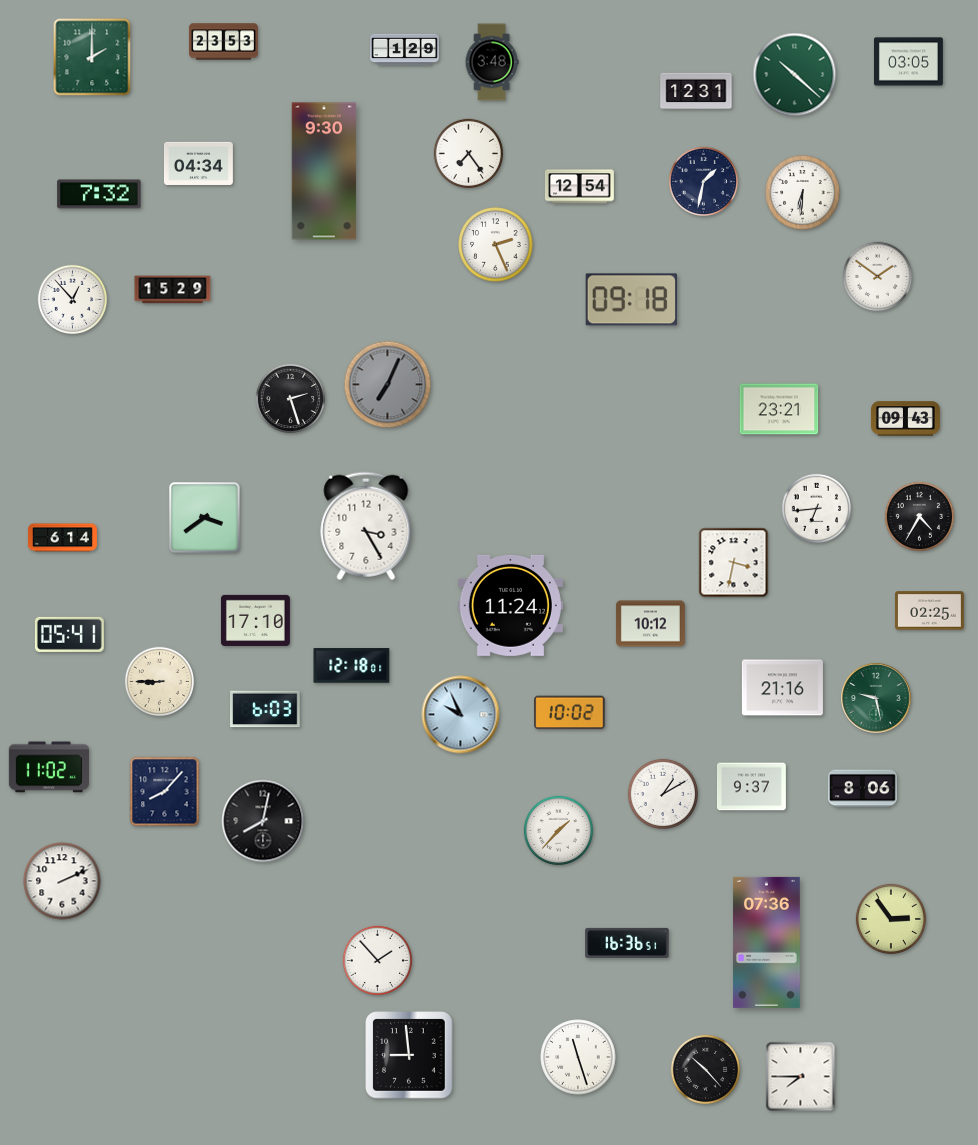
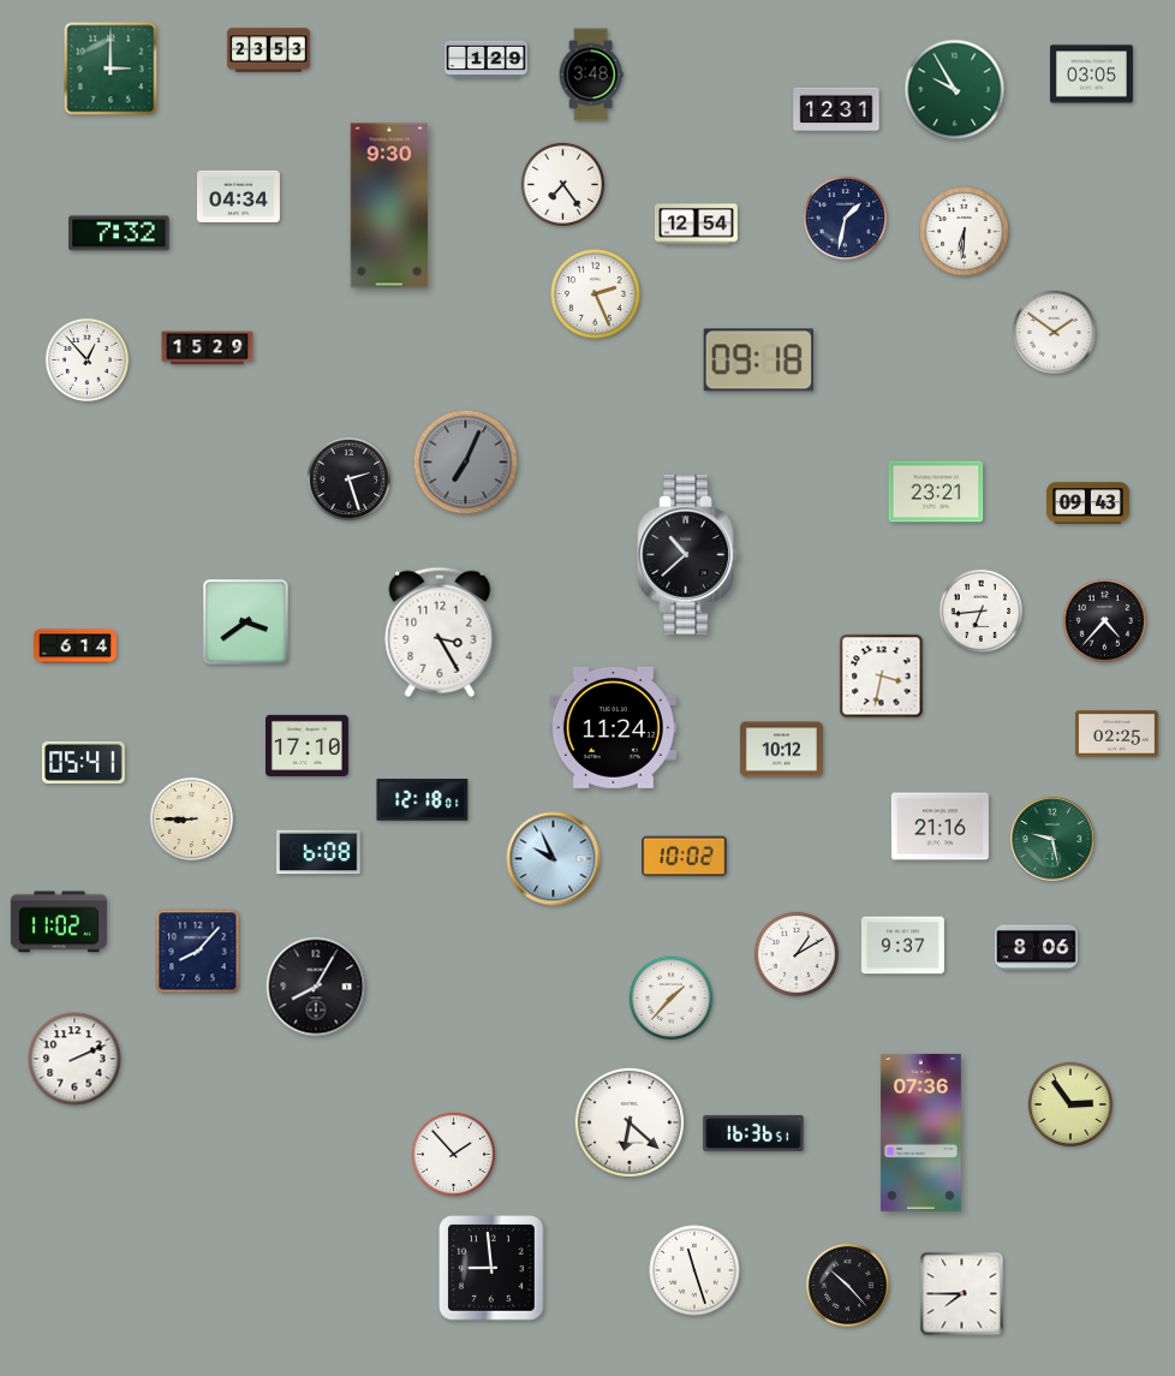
clock at (92, 57): 2:00 -> 3:00
clock at (795, 75): 10:22 -> 9:55
clock at (688, 555): none -> 10:38
clock at (920, 517): 4:35 -> 4:37
clock at (266, 709): 6:03 -> 6:08
clock at (263, 821): 8:02 -> 8:05
clock at (630, 1122): none -> 6:22
